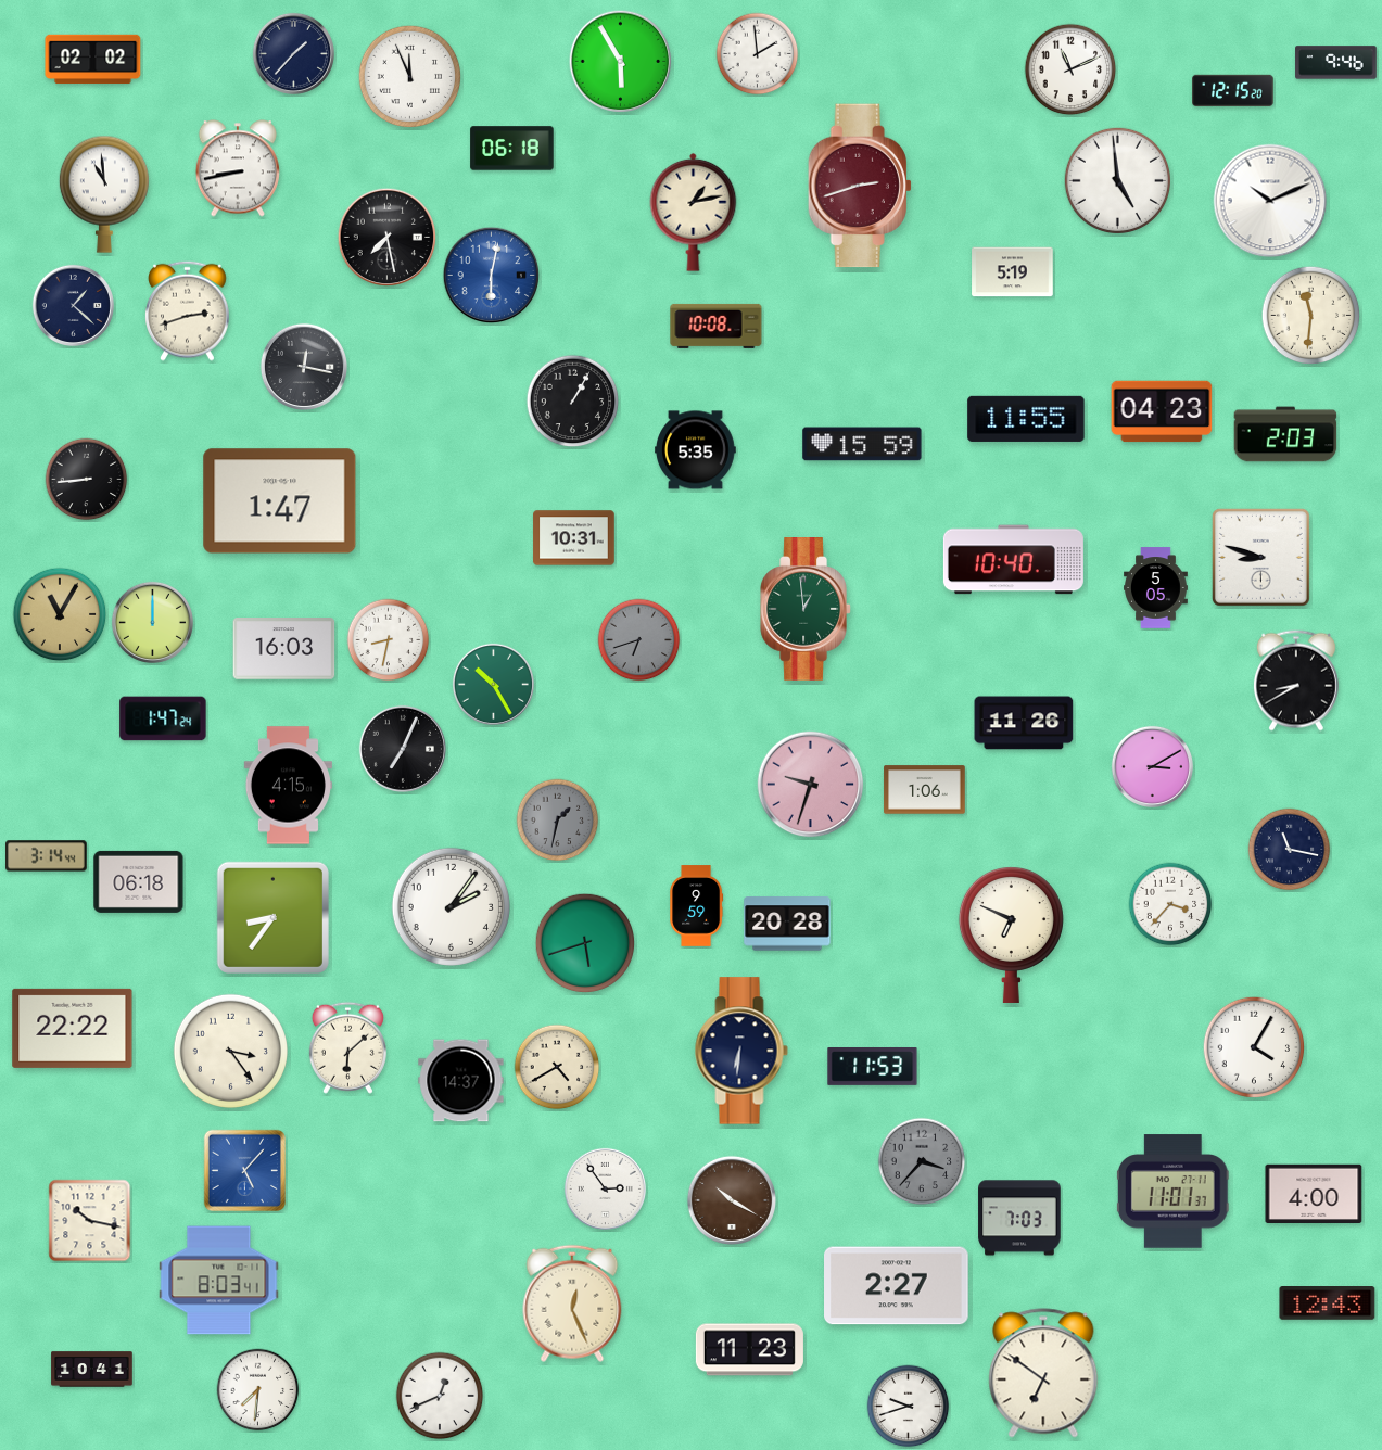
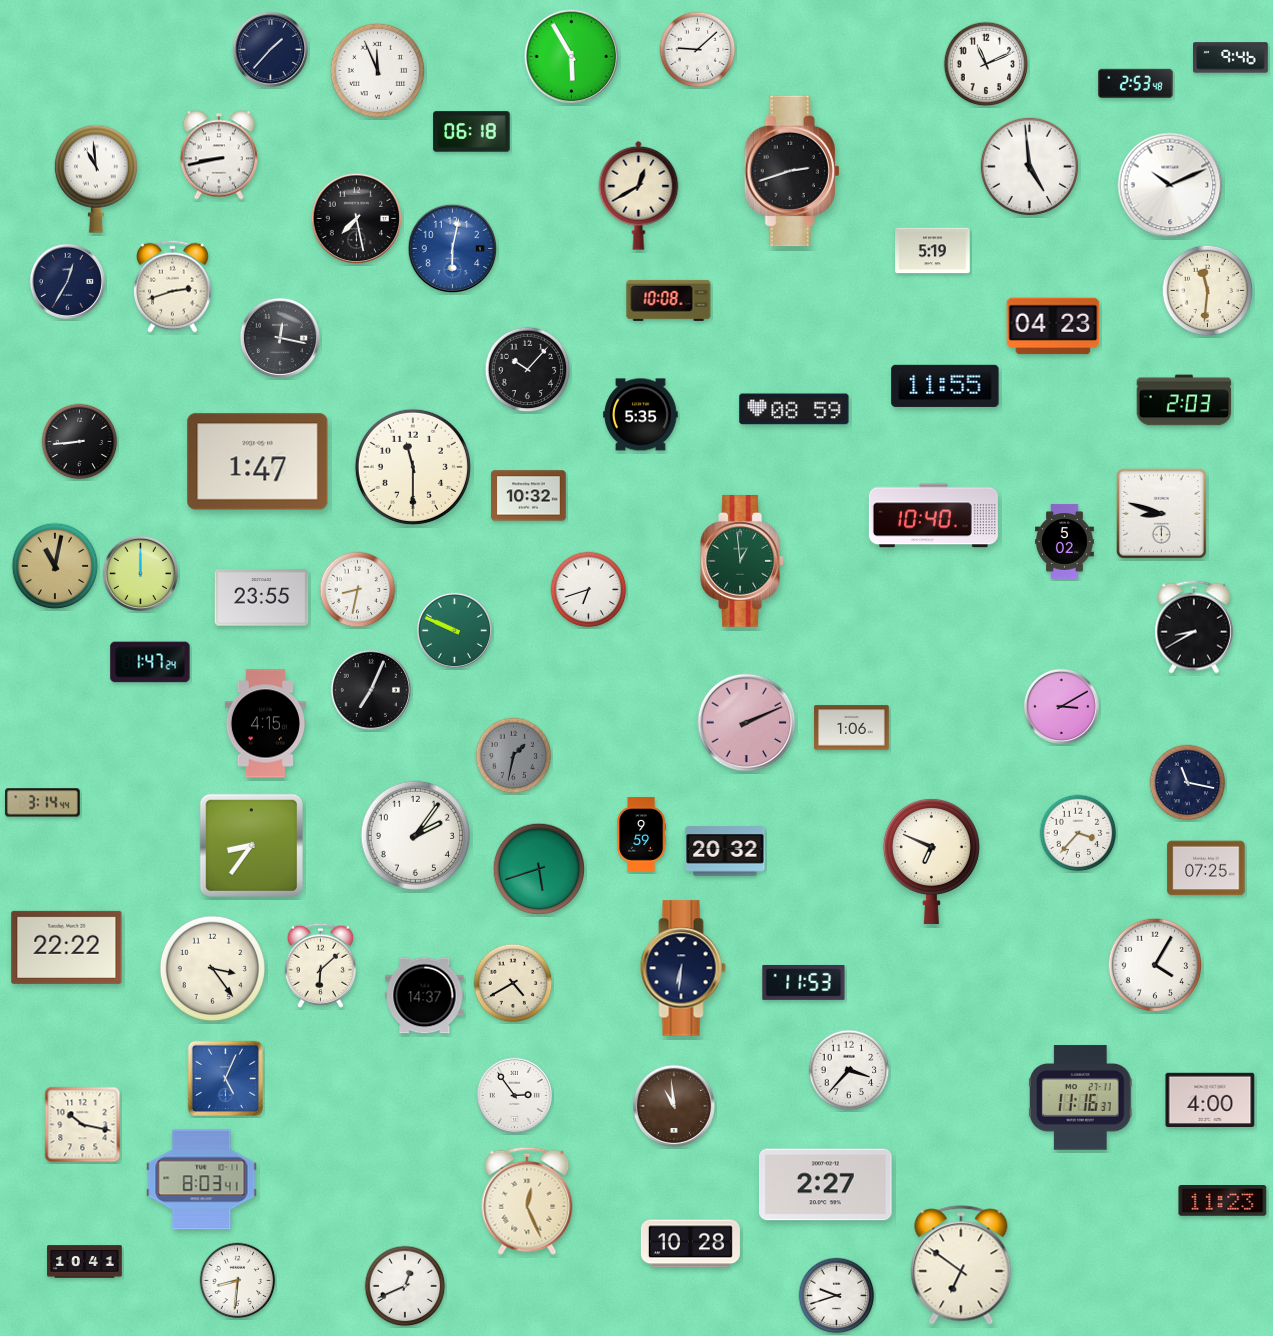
clock at (758, 54): 1:59 -> 9:08
clock at (93, 60): 02:02 -> none
clock at (1233, 91): 12:15 -> 2:53
clock at (512, 149) position: (512, 149) -> (472, 132)
clock at (860, 186) dial: burgundy -> black
clock at (694, 212): 1:13 -> 12:40
clock at (492, 276) position: (492, 276) -> (453, 249)
clock at (73, 305): 1:22 -> 12:35
clock at (717, 326) position: (717, 326) -> (669, 300)
clock at (573, 402): 1:05 -> 10:07
clock at (1162, 411) position: (1162, 411) -> (1053, 326)
clock at (862, 444): 15:59 -> 08:59
clock at (413, 467): none -> 11:30
clock at (574, 538): 10:31 -> 10:32
clock at (1156, 588): 5:05 -> 5:02
clock at (60, 614): 11:05 -> 11:02
clock at (639, 640) dial: grey -> white
clock at (284, 649): 16:03 -> 23:55
clock at (493, 684): 10:25 -> 9:49
clock at (1024, 723): 11:26 -> none
clock at (811, 785): 9:33 -> 2:11
clock at (47, 856) position: (47, 856) -> (43, 803)
clock at (139, 881): 06:18 -> none
clock at (787, 924): 20:28 -> 20:32
clock at (1206, 868): none -> 07:25
clock at (922, 1161) dial: grey -> white
clock at (244, 1170): 5:07 -> 5:04
clock at (605, 1188) position: (605, 1188) -> (514, 1095)
clock at (1172, 1192): 11:01 -> 11:16
clock at (731, 1199): 10:20 -> 10:59
clock at (1019, 1218): 7:03 -> none
clock at (1328, 1303): 12:43 -> 11:23
clock at (749, 1350): 11:23 -> 10:28
clock at (258, 1390): 7:31 -> 8:31
